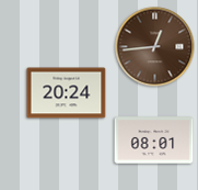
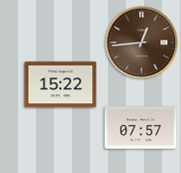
clock at (67, 93): 20:24 -> 15:22
clock at (154, 141): 08:01 -> 07:57
